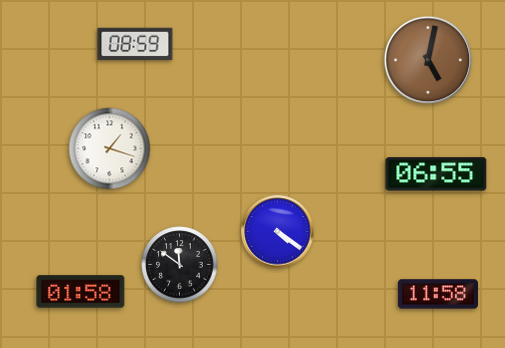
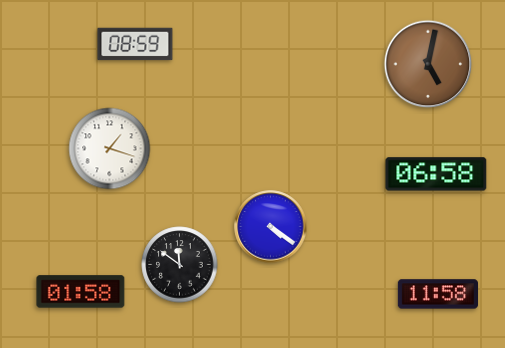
clock at (428, 60) position: (428, 60) -> (428, 64)
clock at (436, 174): 06:55 -> 06:58
clock at (278, 232) position: (278, 232) -> (271, 227)
